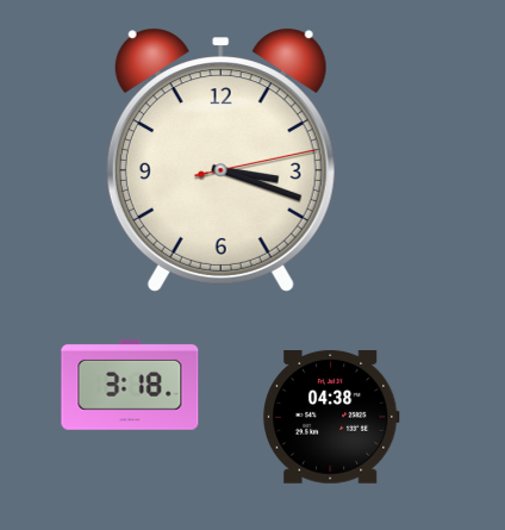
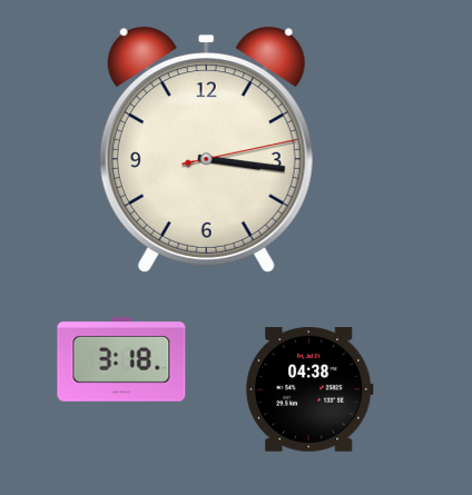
clock at (220, 160): 3:18 -> 3:16
